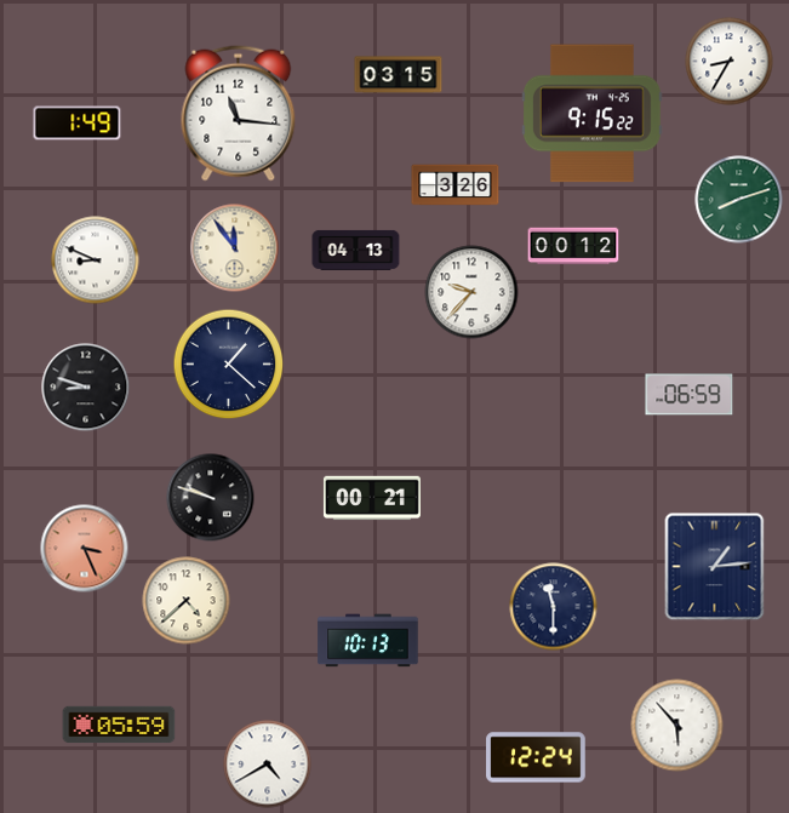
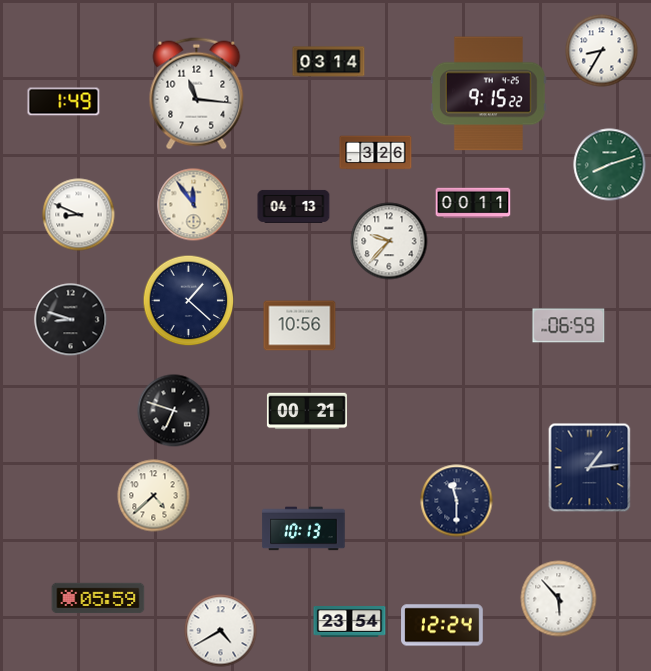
clock at (399, 75): 03:15 -> 03:14
clock at (573, 246): 00:12 -> 00:11
clock at (300, 326): none -> 10:56
clock at (211, 498): 9:48 -> 6:48
clock at (85, 549): 3:26 -> none
clock at (350, 622): none -> 23:54
